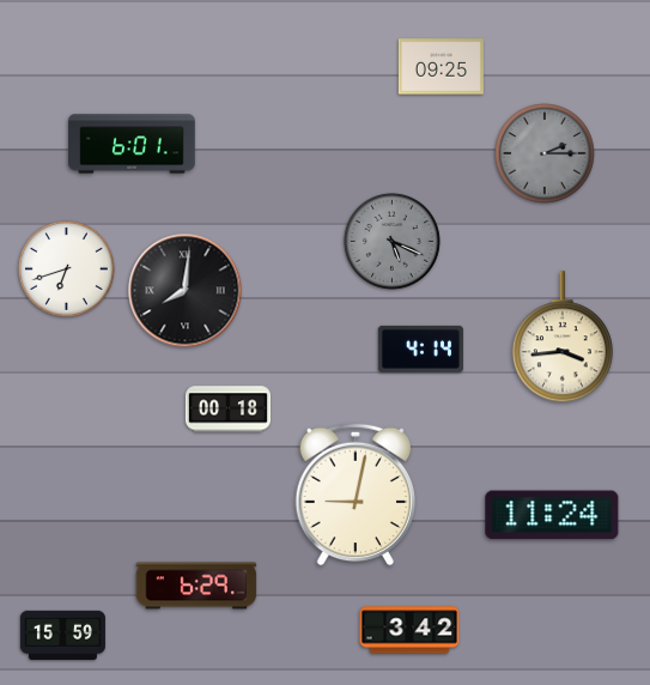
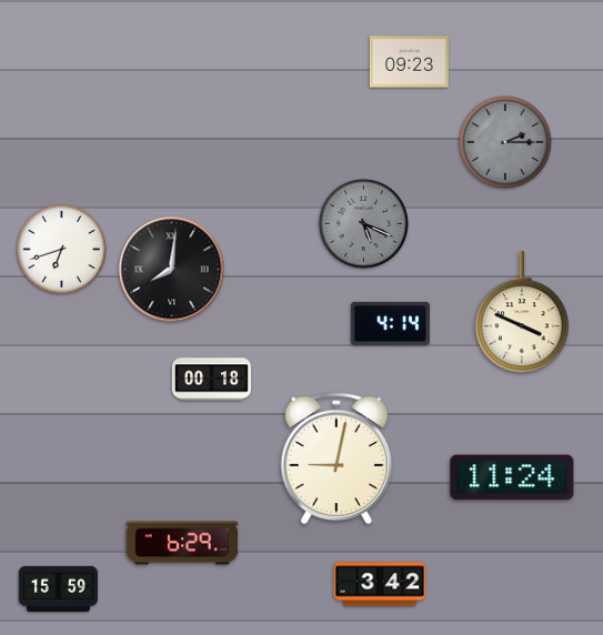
clock at (441, 67): 09:25 -> 09:23
clock at (132, 144): 6:01 -> none
clock at (563, 338): 3:44 -> 3:49
clock at (356, 495) position: (356, 495) -> (336, 458)
